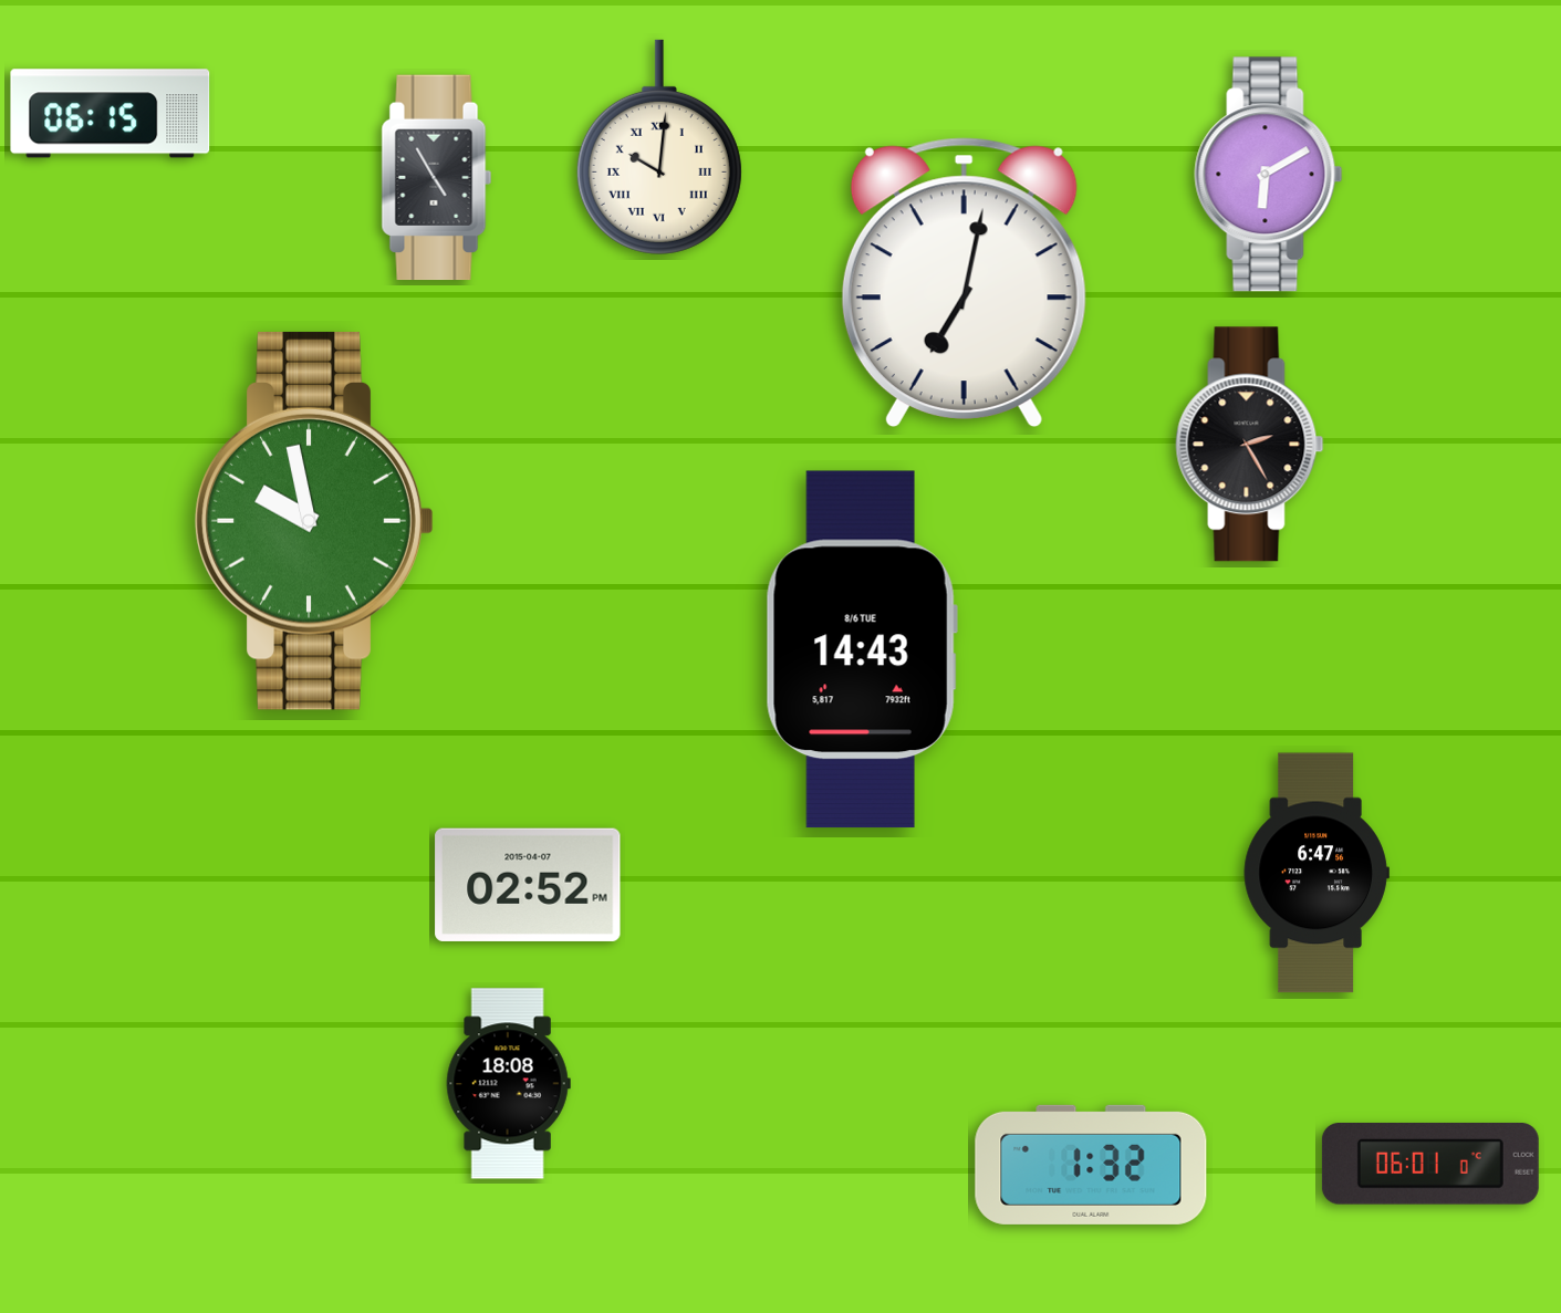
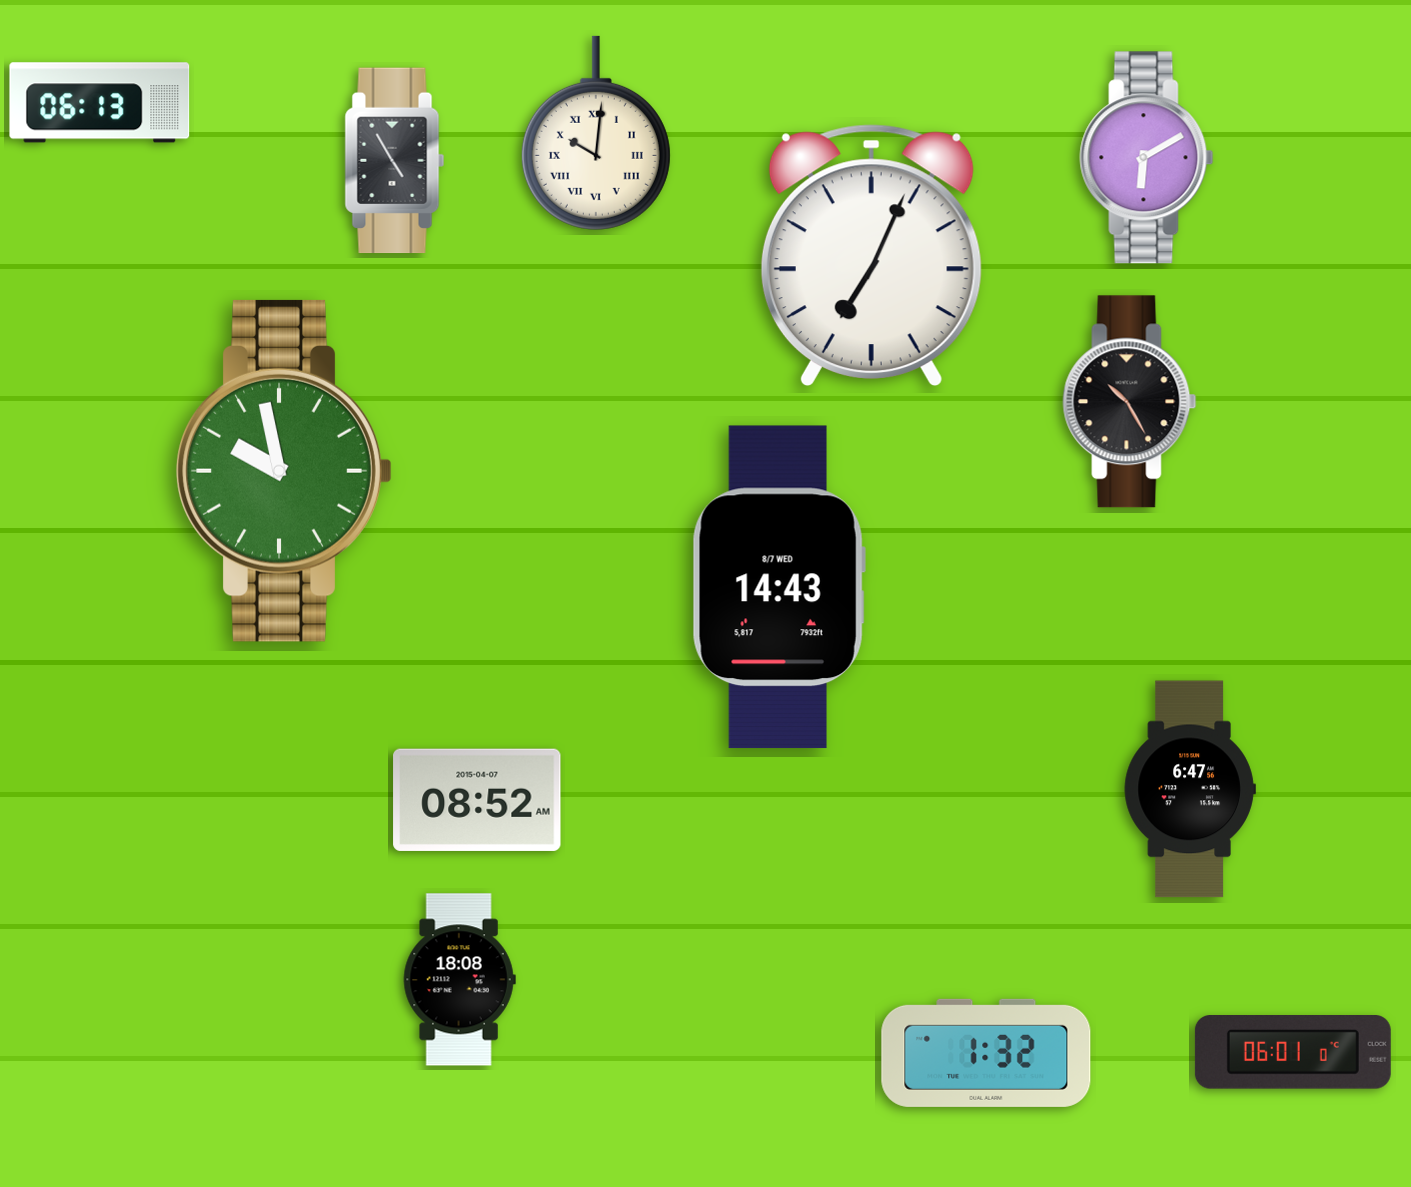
clock at (111, 114): 06:15 -> 06:13
clock at (964, 282): 7:02 -> 7:04
clock at (1250, 445): 2:25 -> 10:25
clock at (862, 649) date: 8/6 TUE -> 8/7 WED
clock at (528, 885): 02:52 -> 08:52
